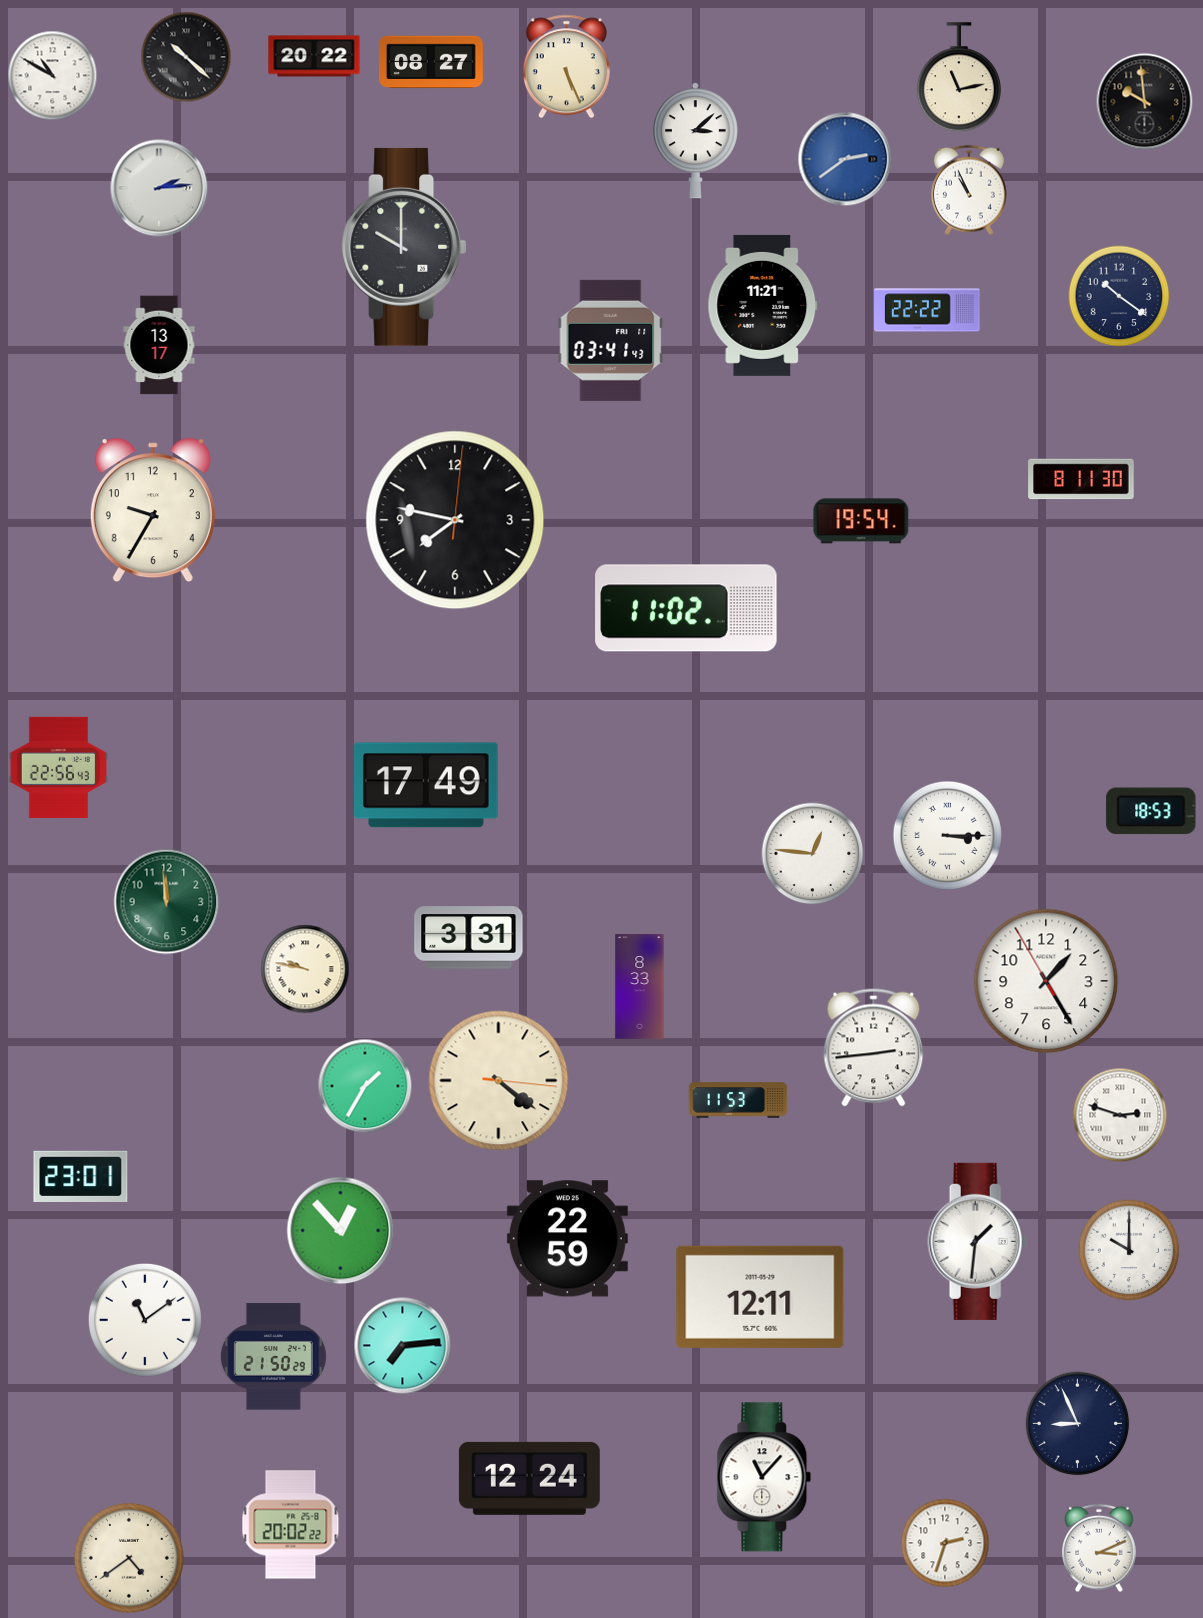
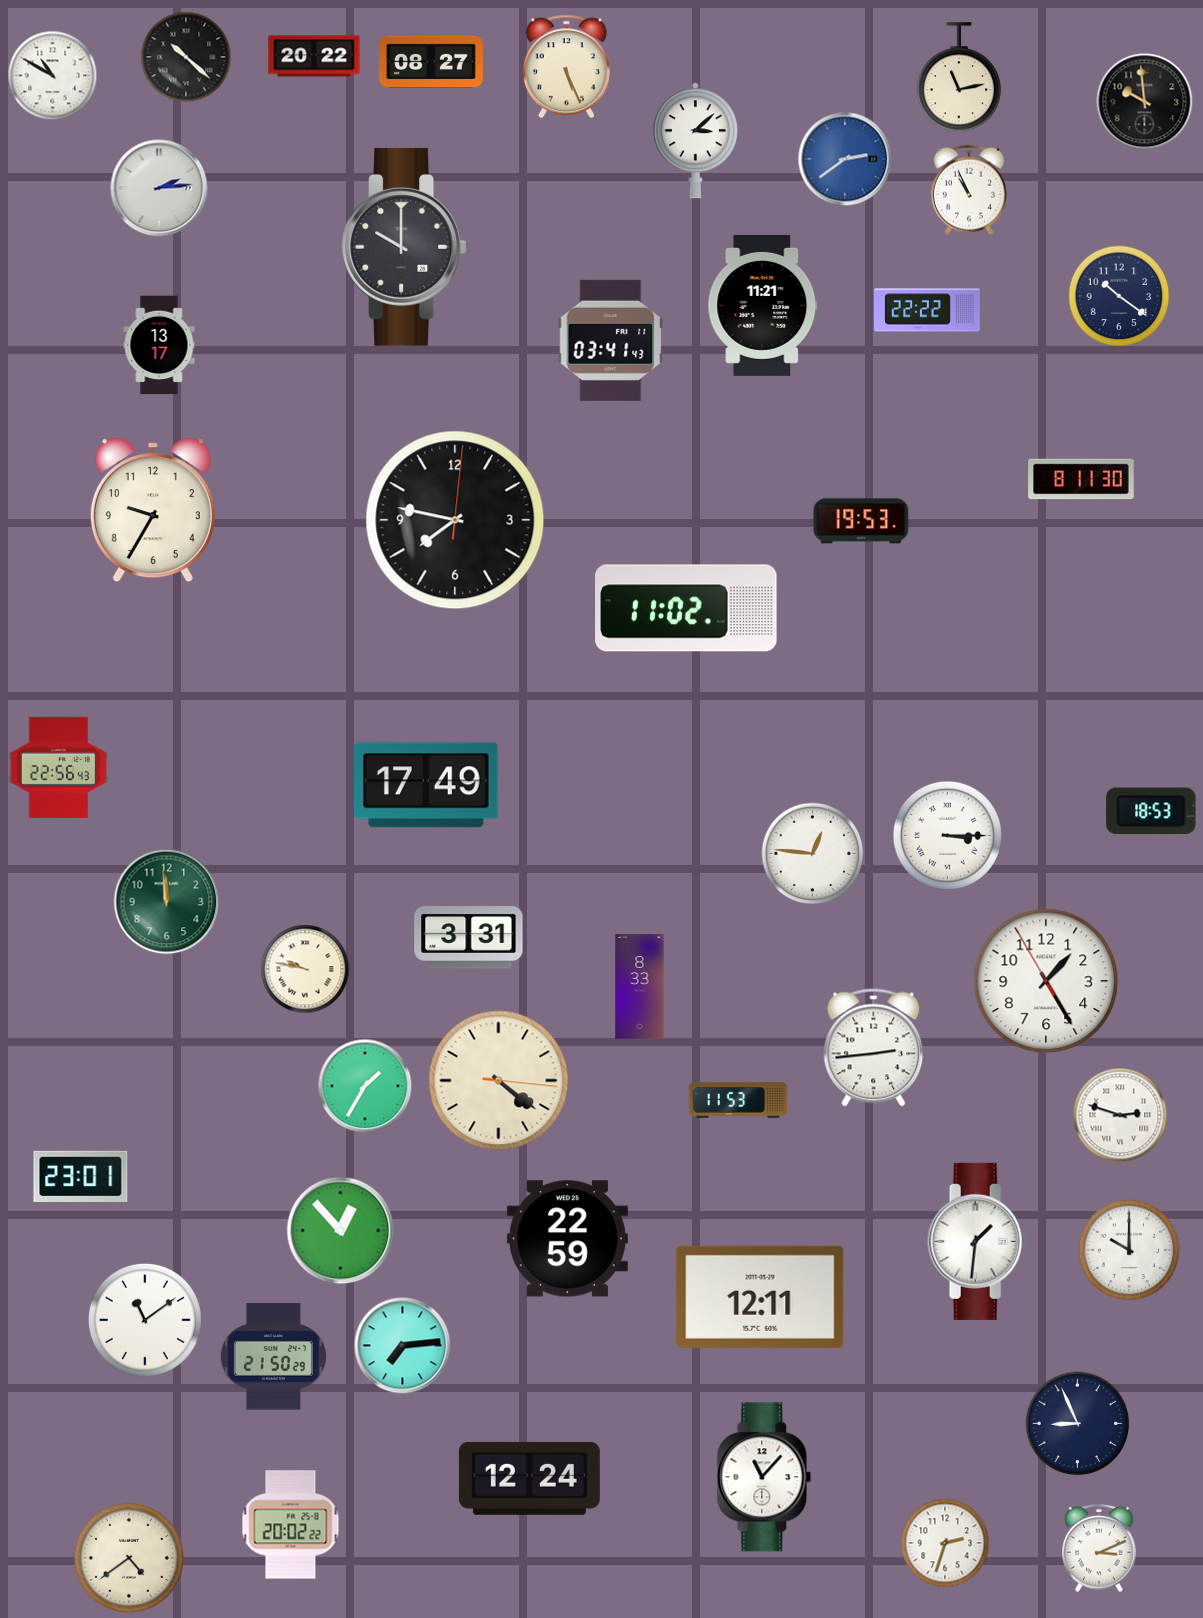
clock at (861, 521): 19:54 -> 19:53
